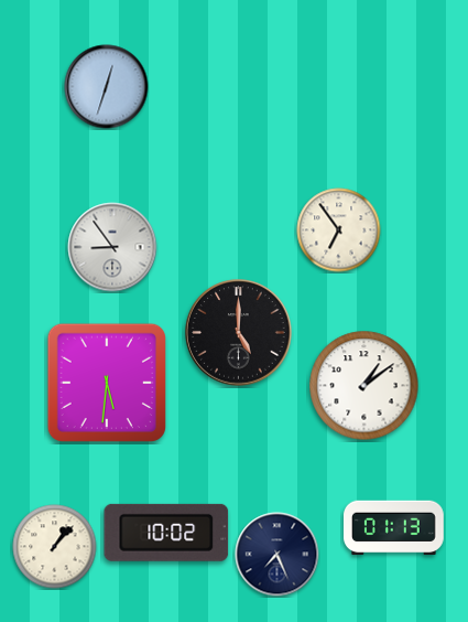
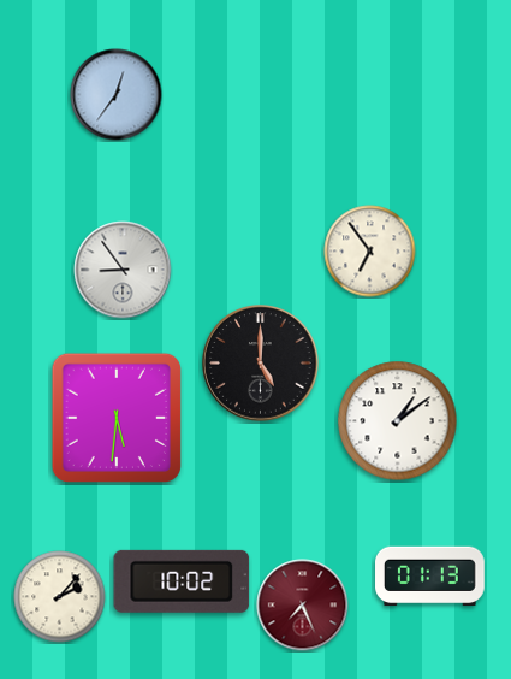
clock at (107, 87): 12:33 -> 12:36
clock at (55, 547): 1:07 -> 2:07
clock at (277, 555) dial: navy -> burgundy
